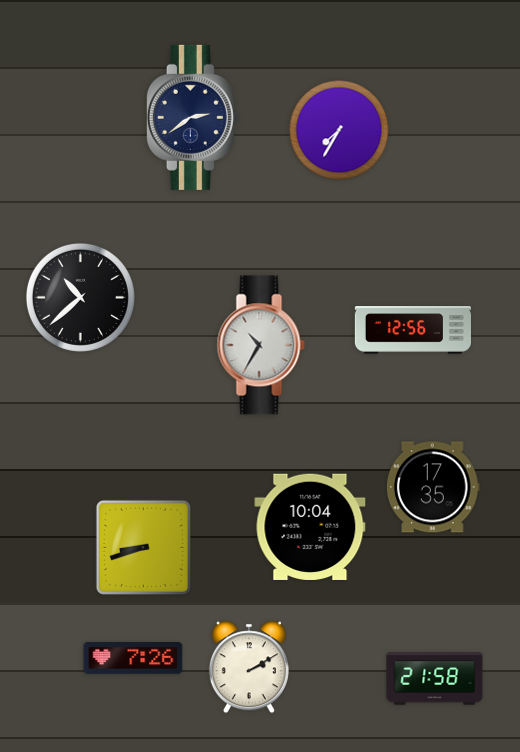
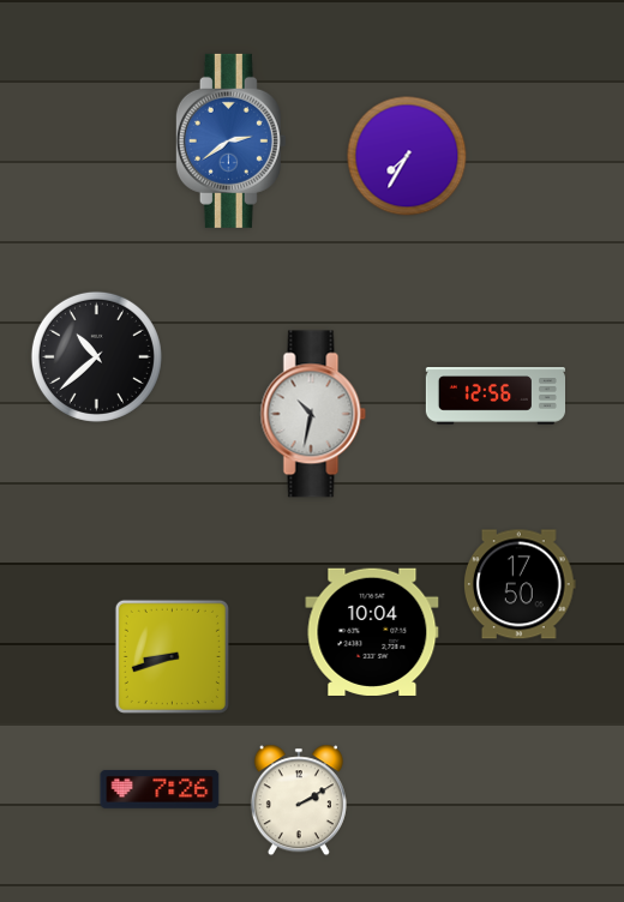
clock at (192, 117) dial: navy -> blue
clock at (261, 345): 10:35 -> 10:32
clock at (433, 487): 17:35 -> 17:50
clock at (435, 679): 21:58 -> none
